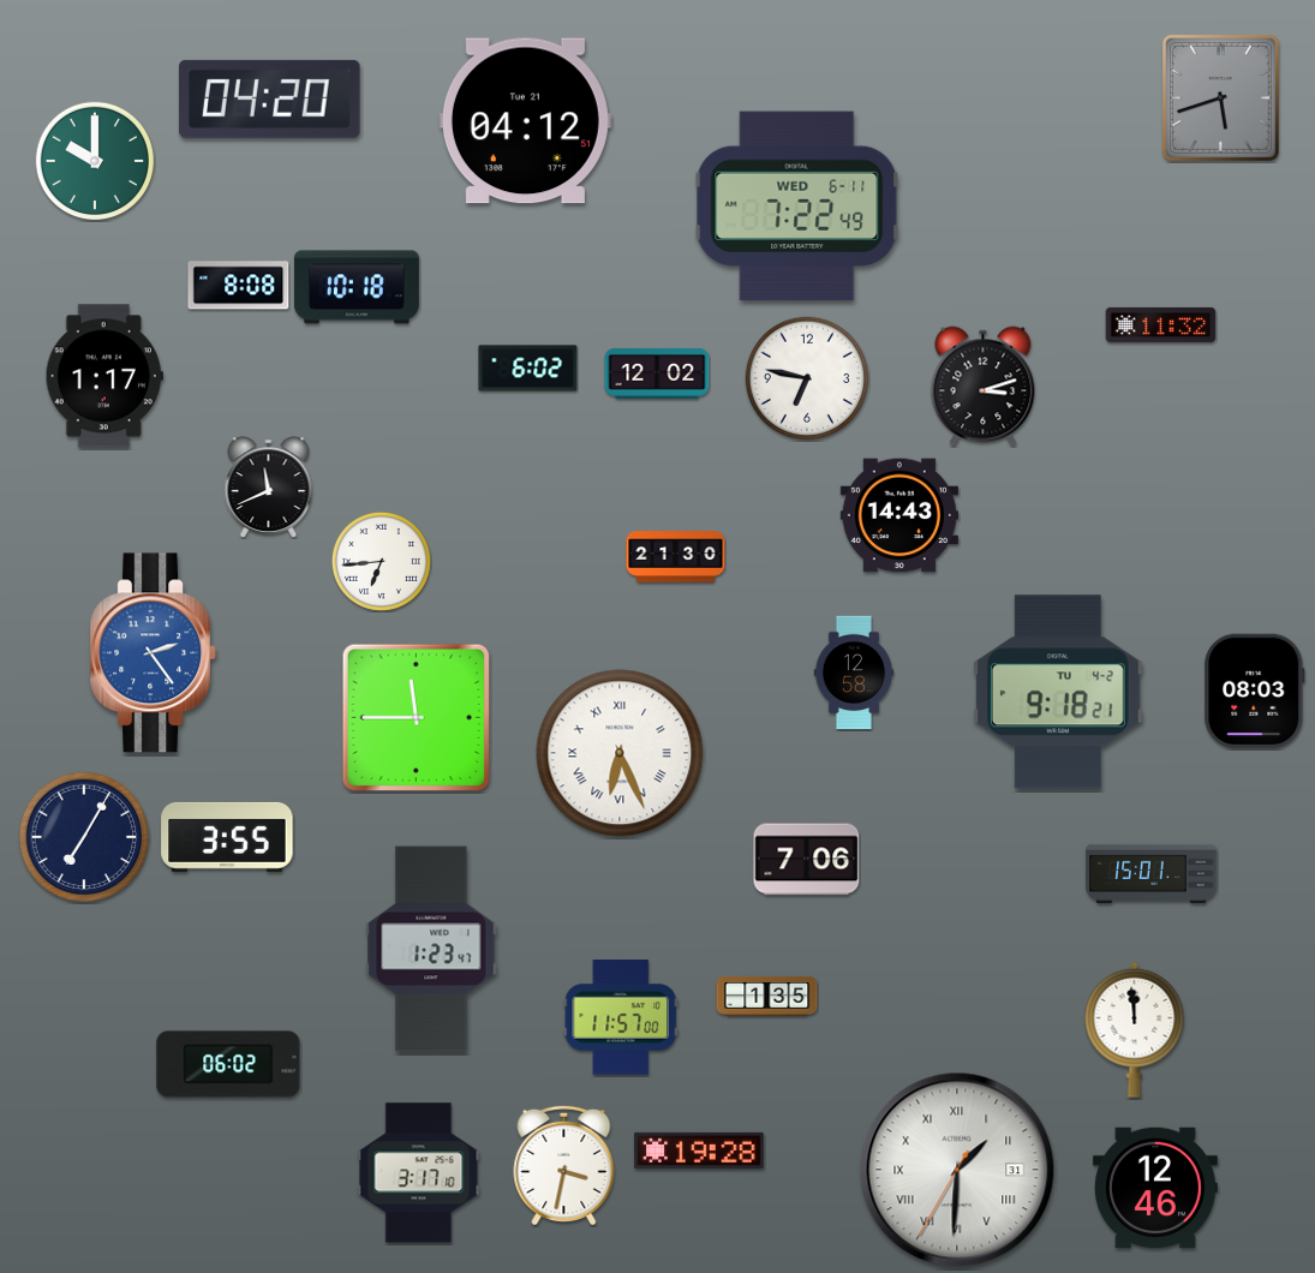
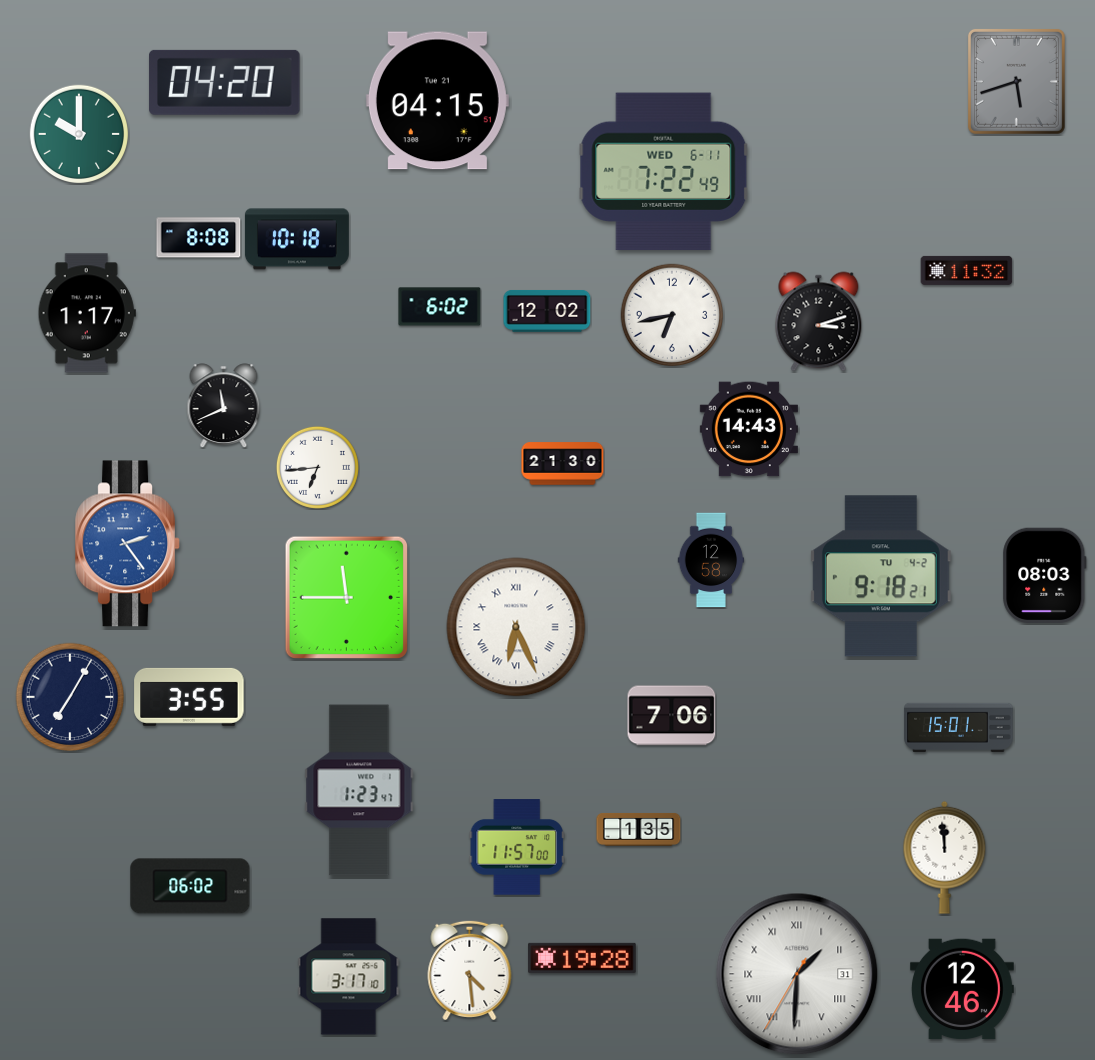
clock at (525, 121): 04:12 -> 04:15
clock at (807, 378): 6:47 -> 6:43
clock at (564, 1164): 3:32 -> 4:29
